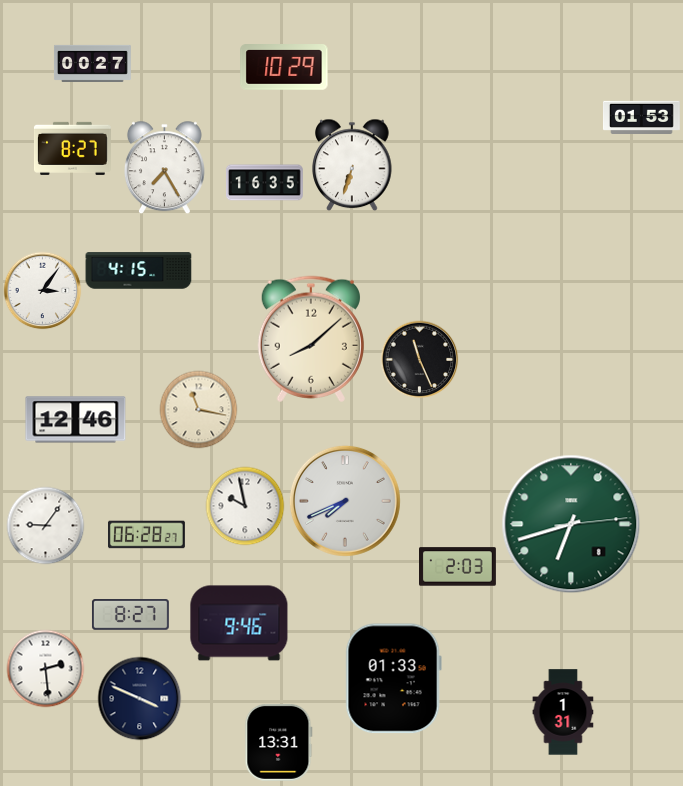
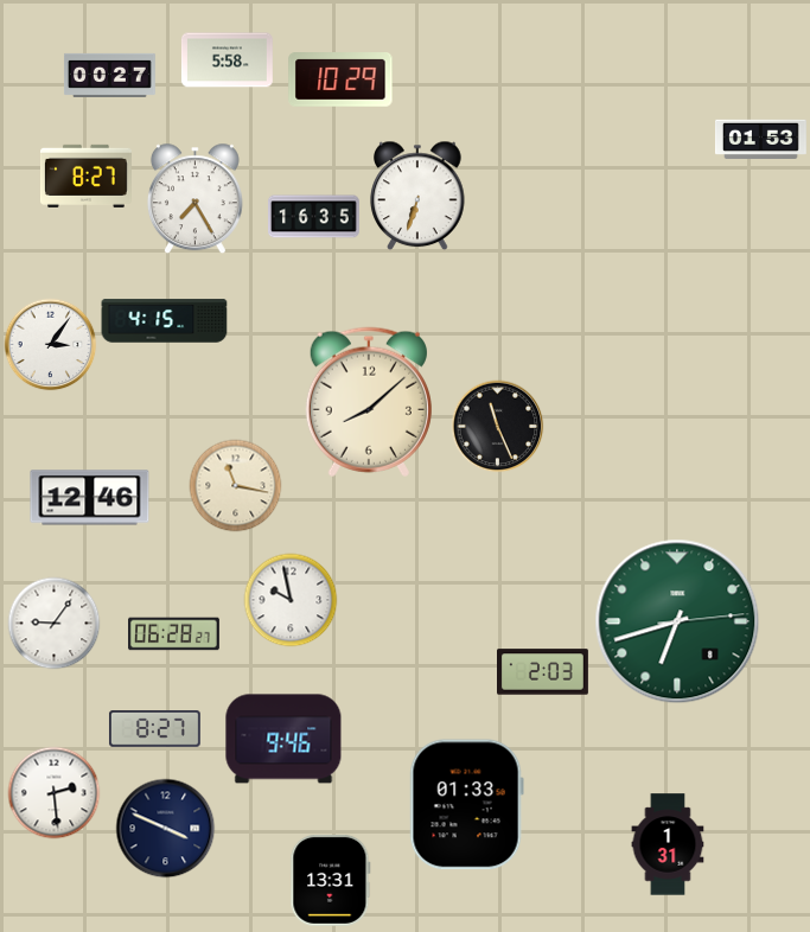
clock at (227, 60): none -> 5:58
clock at (284, 68) position: (284, 68) -> (340, 81)
clock at (345, 501): 7:41 -> none
